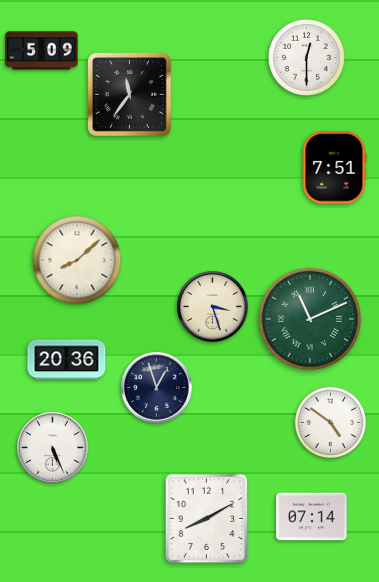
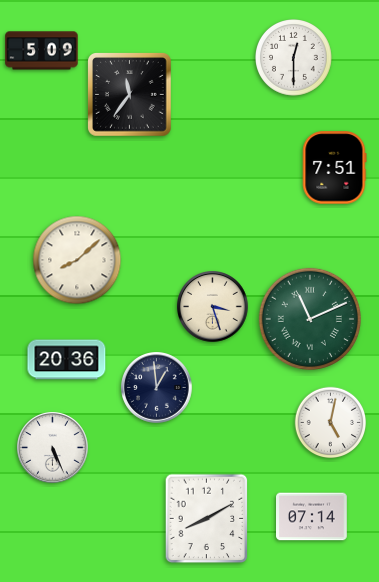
clock at (307, 58) position: (307, 58) -> (294, 58)
clock at (157, 388): 12:57 -> 12:59
clock at (331, 423): 4:51 -> 5:02
